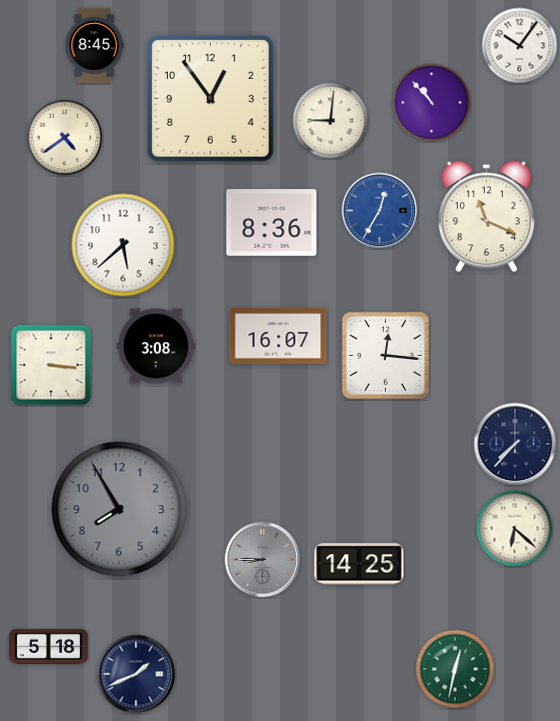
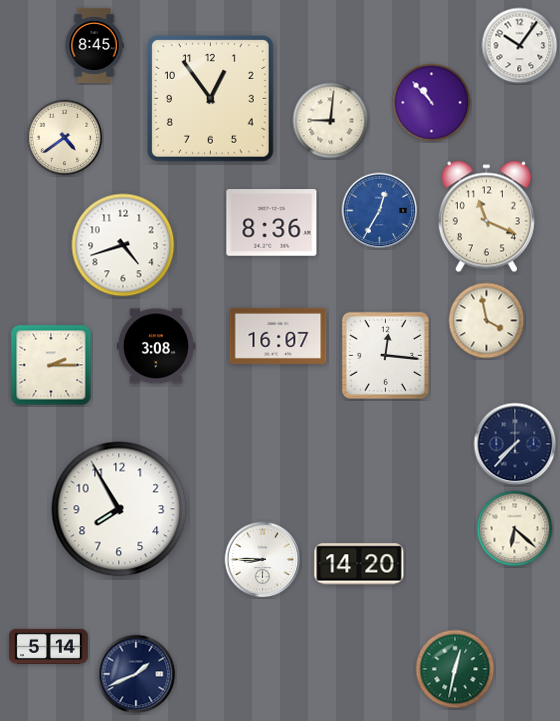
clock at (123, 245): 5:38 -> 4:42
clock at (487, 321): none -> 3:58
clock at (51, 365): 3:16 -> 2:15
clock at (119, 509) dial: grey -> white
clock at (263, 560) dial: grey -> white
clock at (359, 564): 14:25 -> 14:20
clock at (49, 646): 5:18 -> 5:14
